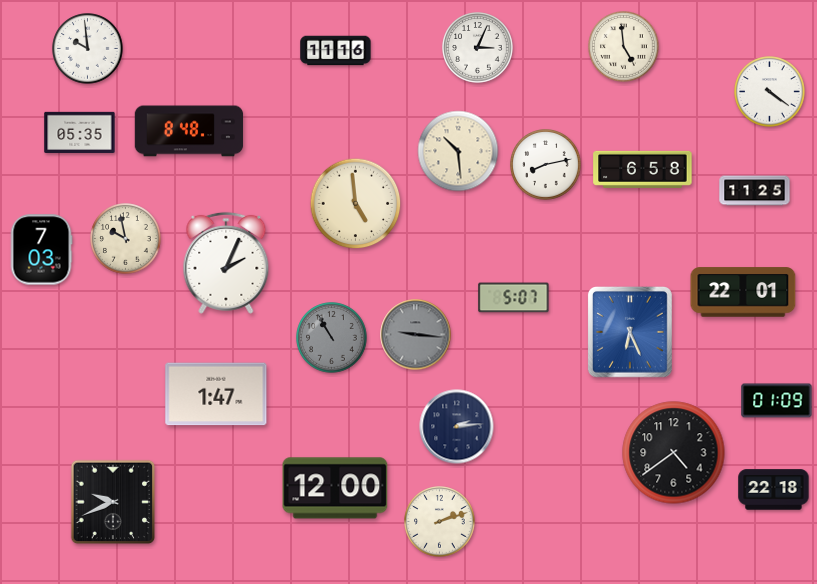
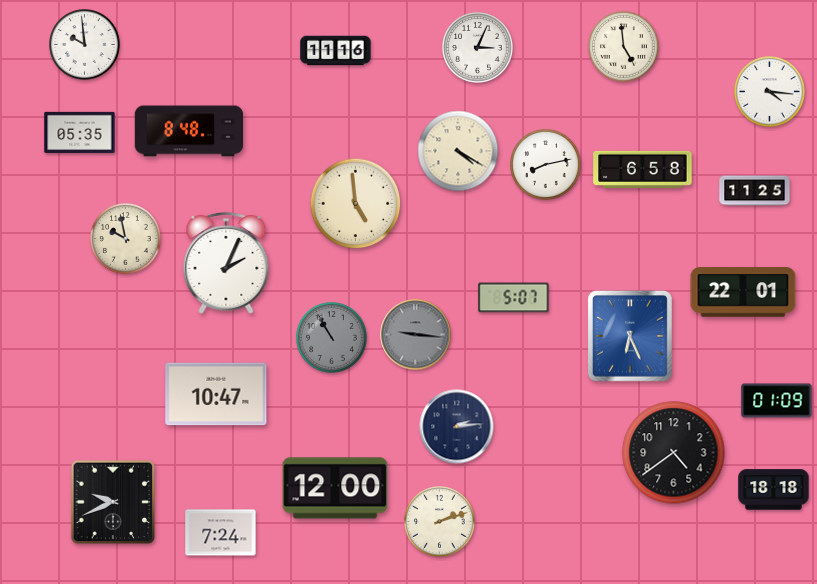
clock at (88, 49) position: (88, 49) -> (85, 45)
clock at (770, 92): 4:21 -> 4:16
clock at (458, 151): 10:29 -> 4:20
clock at (41, 250): 7:03 -> none
clock at (630, 333) position: (630, 333) -> (630, 337)
clock at (216, 394): 1:47 -> 10:47
clock at (774, 490): 22:18 -> 18:18
clock at (221, 533): none -> 7:24
